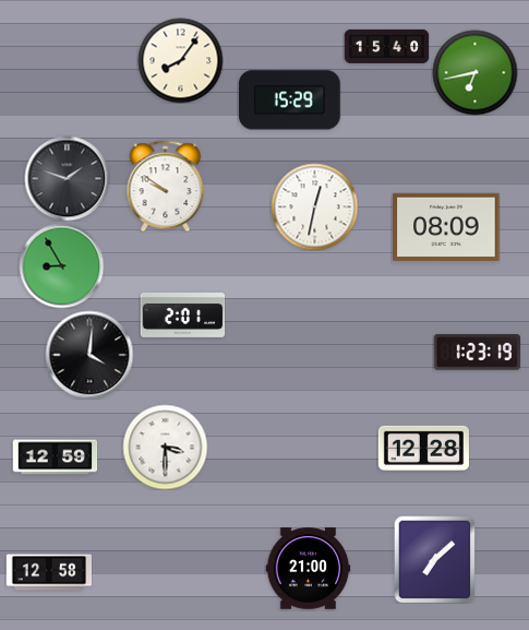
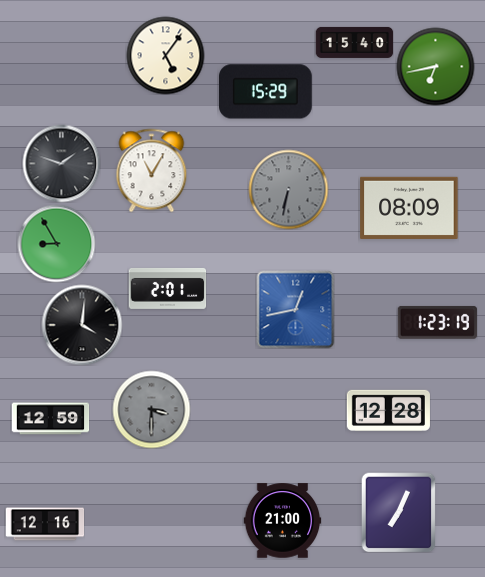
clock at (180, 60): 8:06 -> 5:06
clock at (166, 186): 9:51 -> 11:05
clock at (314, 206): 12:32 -> 6:32
clock at (314, 206) dial: white -> grey
clock at (295, 309): none -> 12:43
clock at (165, 447) dial: white -> grey
clock at (435, 559): 7:08 -> 7:04
clock at (49, 572): 12:58 -> 12:16
